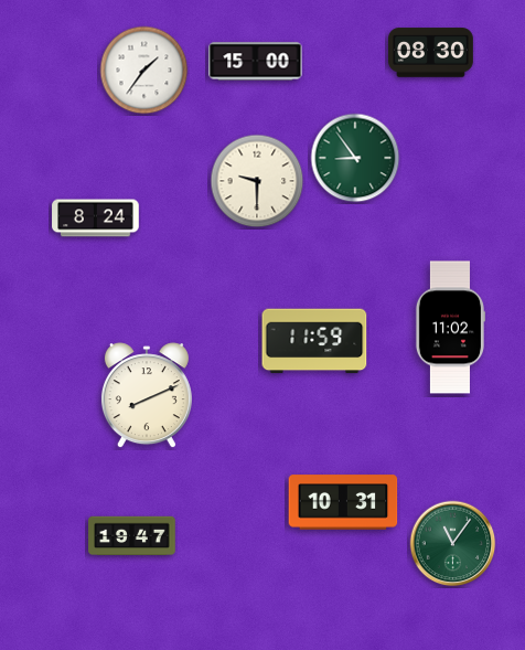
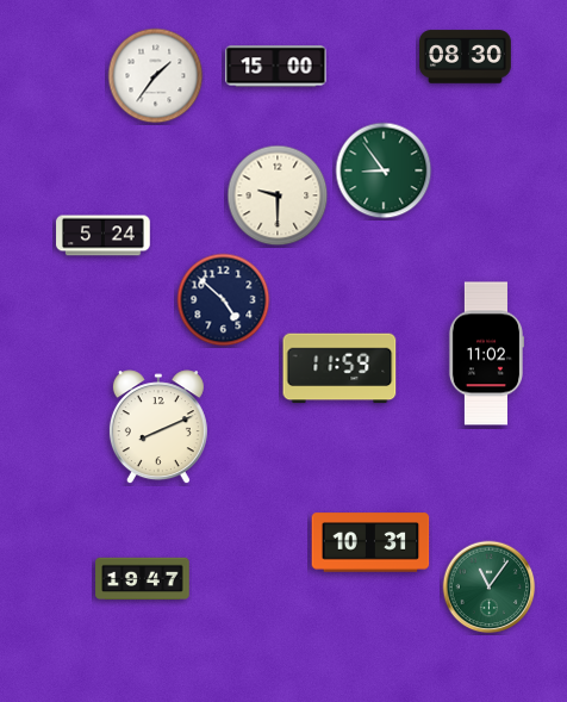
clock at (96, 219): 8:24 -> 5:24
clock at (224, 300): none -> 4:52
